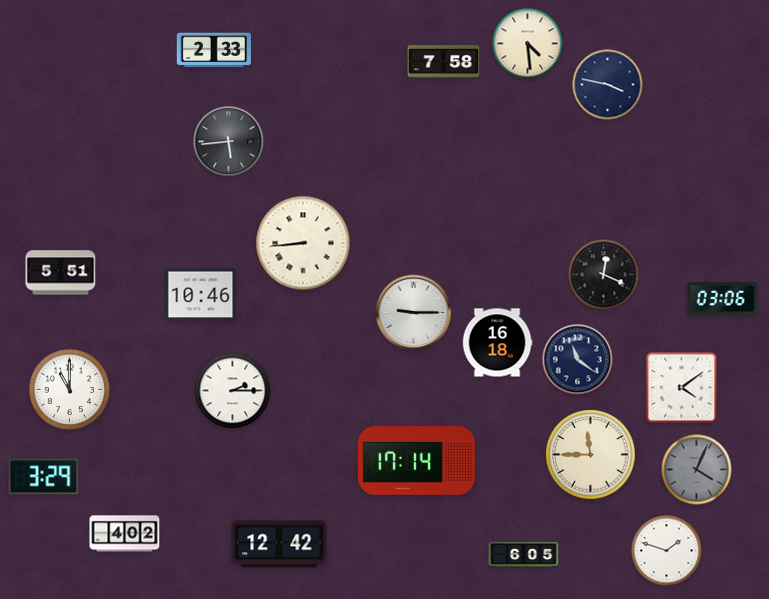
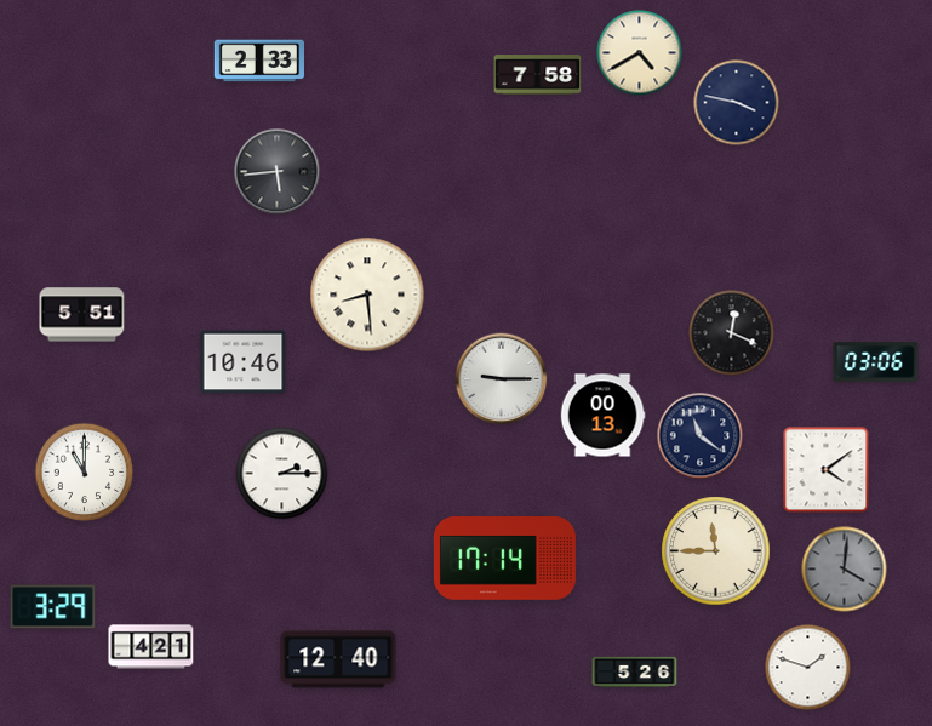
clock at (528, 44): 4:29 -> 4:40
clock at (303, 243): 8:44 -> 8:29
clock at (61, 273) position: (61, 273) -> (82, 315)
clock at (201, 295) position: (201, 295) -> (244, 362)
clock at (497, 343): 16:18 -> 00:13
clock at (697, 470): 4:04 -> 4:01
clock at (44, 477) position: (44, 477) -> (53, 607)
clock at (125, 534): 4:02 -> 4:21
clock at (279, 544): 12:42 -> 12:40
clock at (524, 554): 6:05 -> 5:26
